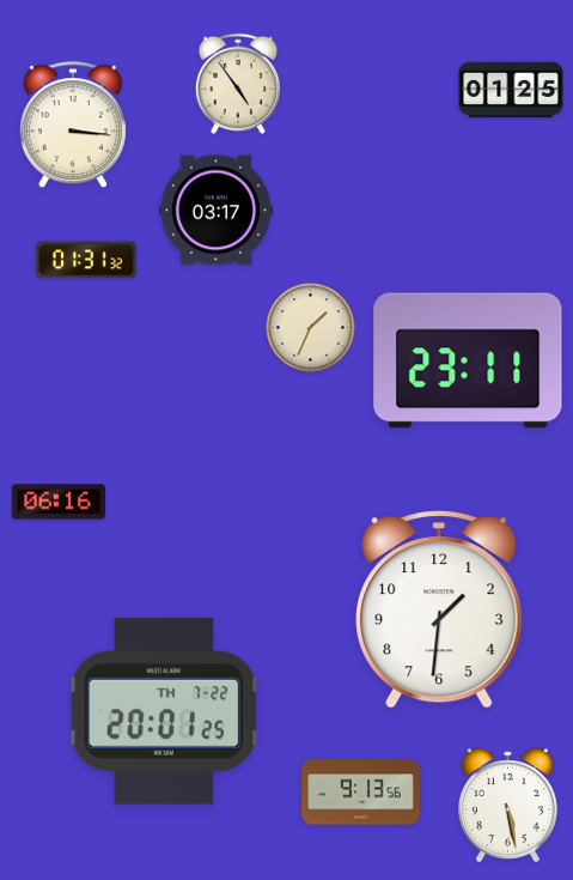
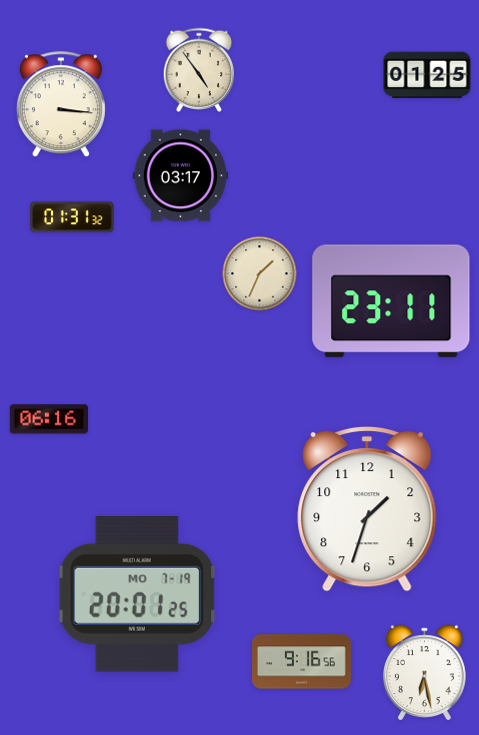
clock at (439, 609): 1:31 -> 1:33
clock at (164, 711) date: TH 7-22 -> MO 7-19
clock at (361, 793): 9:13 -> 9:16
clock at (507, 805): 5:28 -> 6:28
